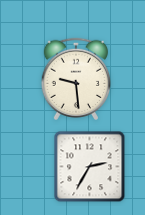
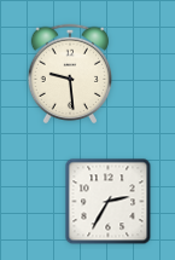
clock at (75, 78) position: (75, 78) -> (69, 73)
